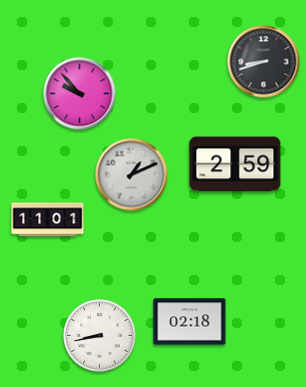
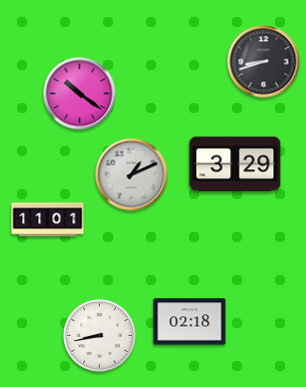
clock at (80, 94): 9:53 -> 10:21
clock at (235, 164): 2:59 -> 3:29
